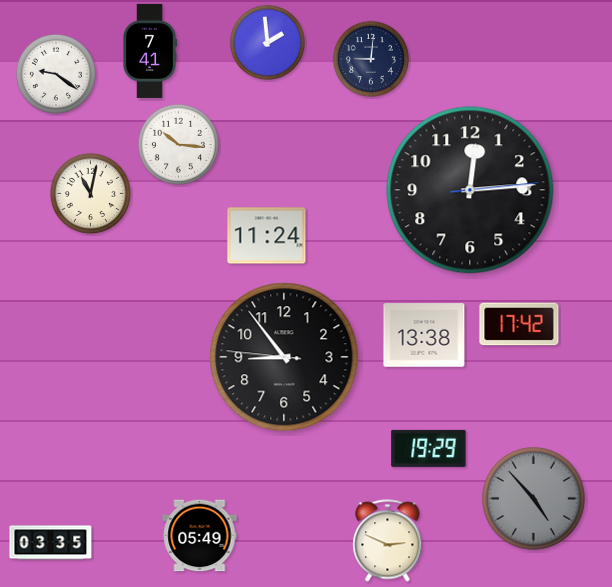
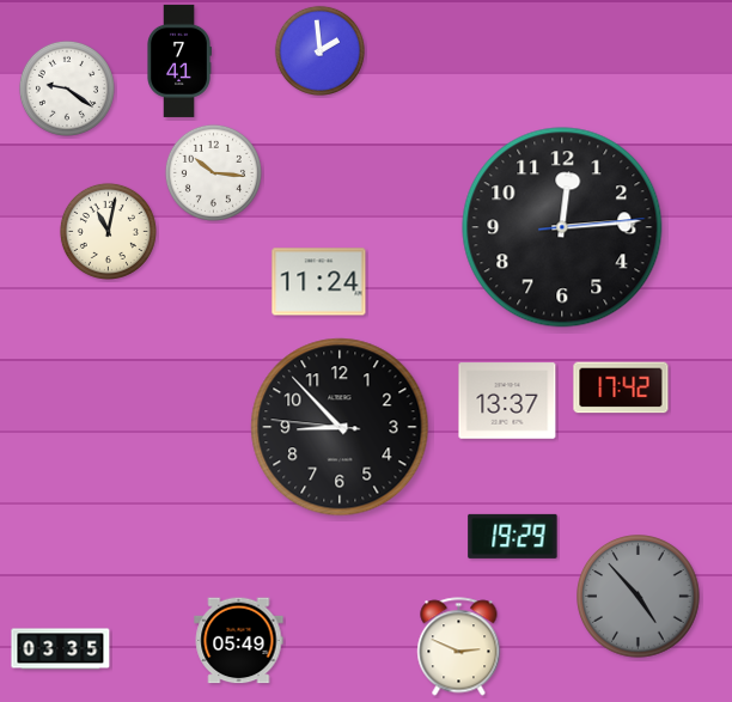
clock at (371, 59): 9:01 -> none
clock at (424, 335): 13:38 -> 13:37
clock at (284, 357): 8:53 -> 8:52
clock at (388, 541) position: (388, 541) -> (459, 647)
